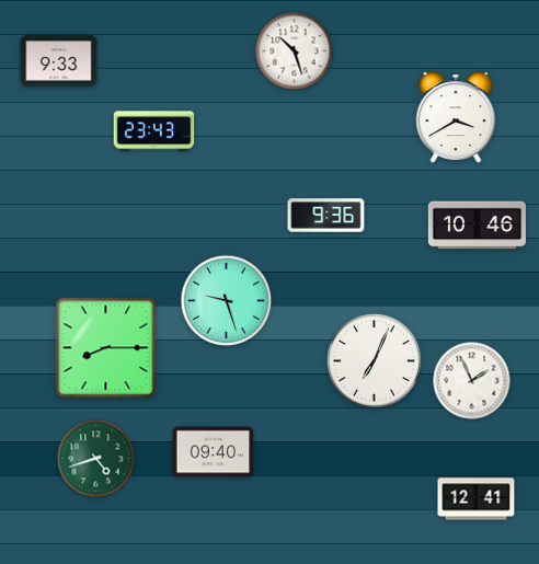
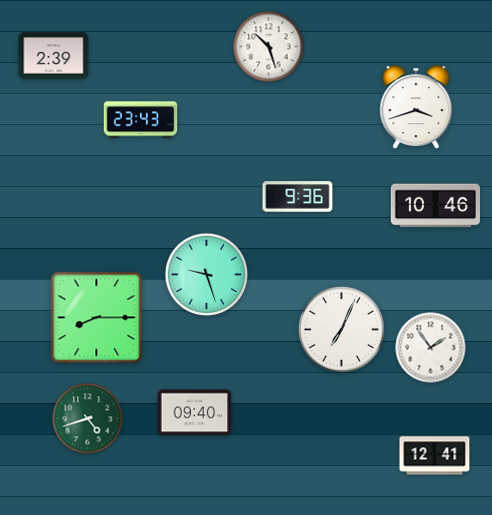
clock at (59, 61): 9:33 -> 2:39
clock at (456, 117): 3:40 -> 3:42
clock at (472, 381): 1:56 -> 1:54
